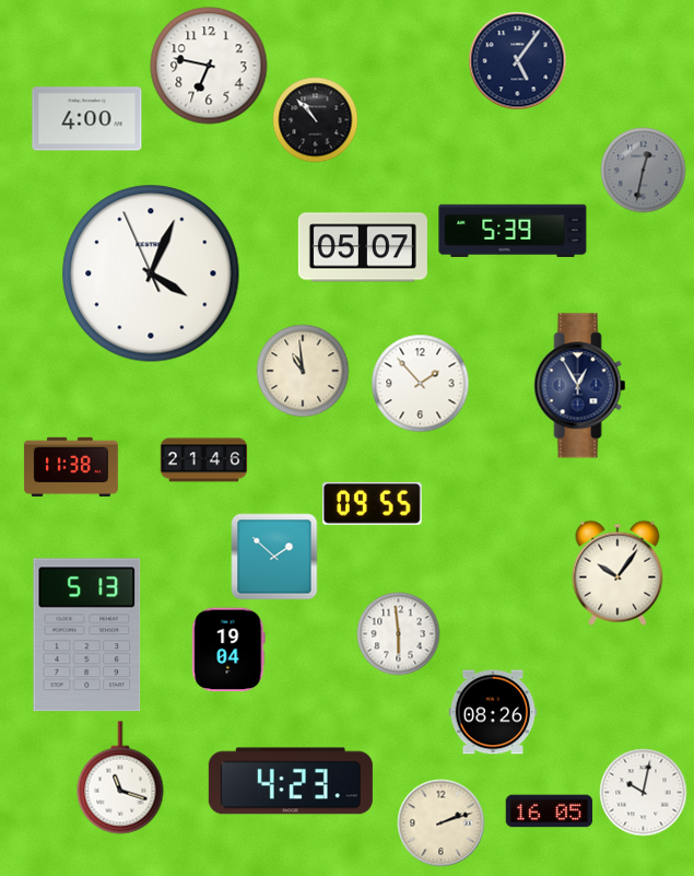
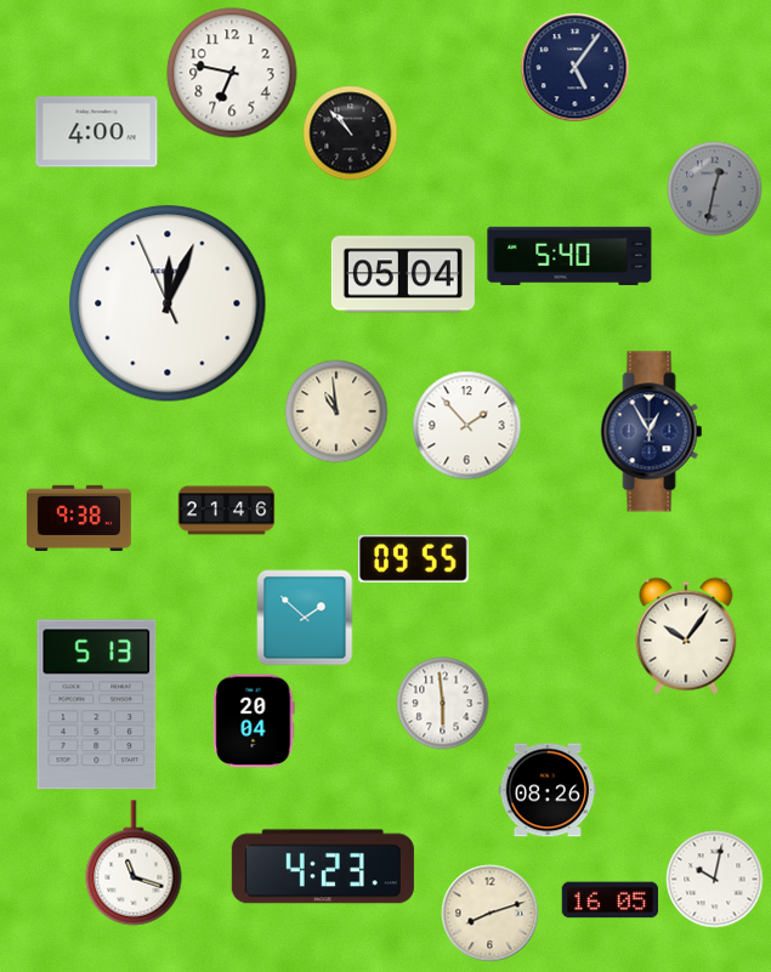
clock at (513, 231): 5:39 -> 5:40
clock at (363, 247): 05:07 -> 05:04
clock at (151, 273): 4:03 -> 12:03
clock at (580, 386) position: (580, 386) -> (652, 432)
clock at (71, 467): 11:38 -> 9:38
clock at (228, 650): 19:04 -> 20:04
clock at (442, 824): 2:12 -> 8:12
